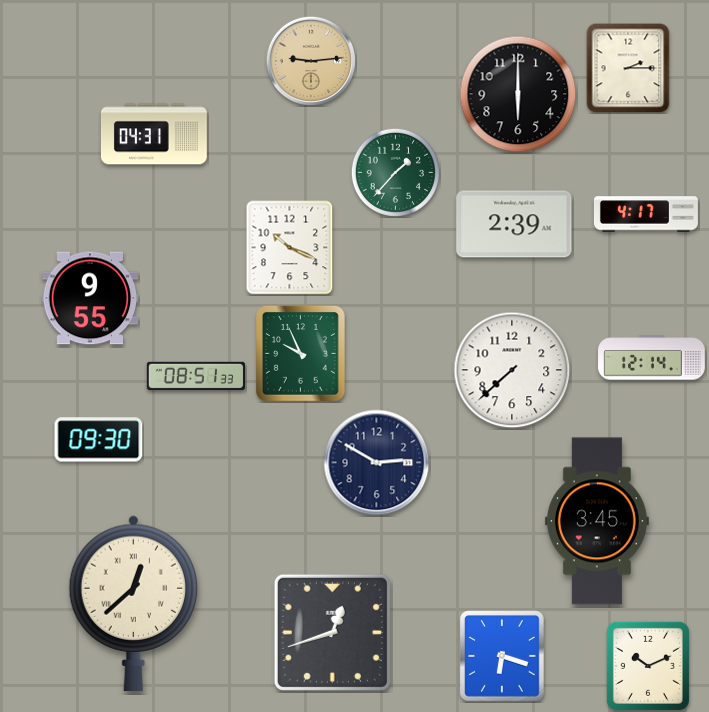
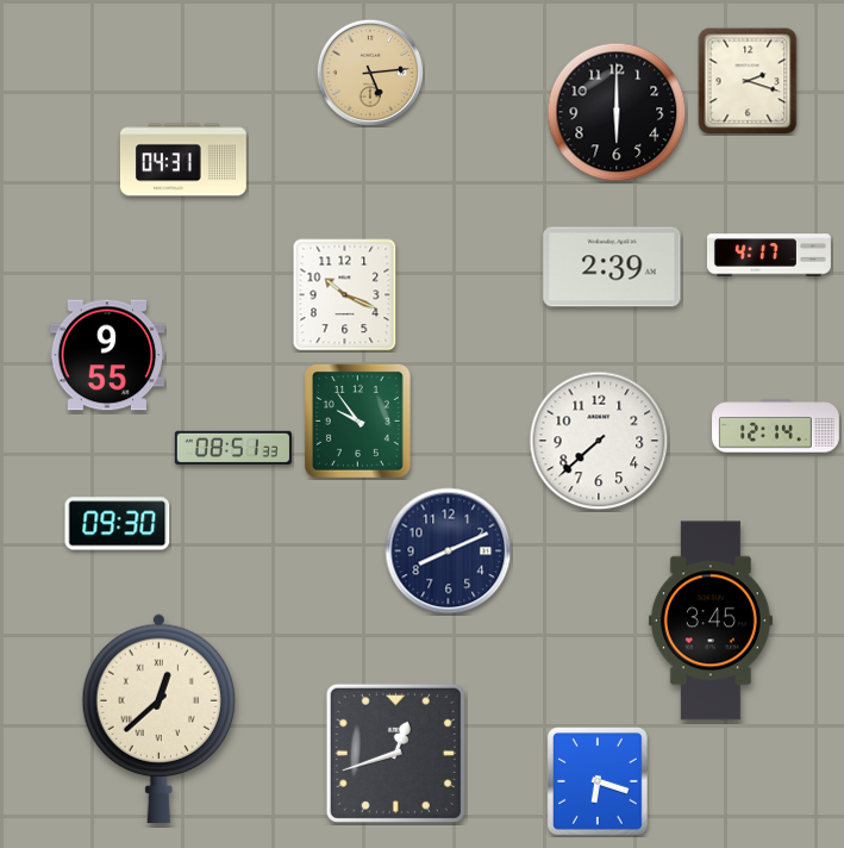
clock at (310, 60): 9:14 -> 5:14
clock at (628, 68): 2:15 -> 2:18
clock at (395, 172): 1:37 -> none
clock at (300, 353): 9:56 -> 9:54
clock at (512, 370) position: (512, 370) -> (599, 441)
clock at (377, 463): 2:50 -> 8:11
clock at (648, 666): 10:11 -> none
